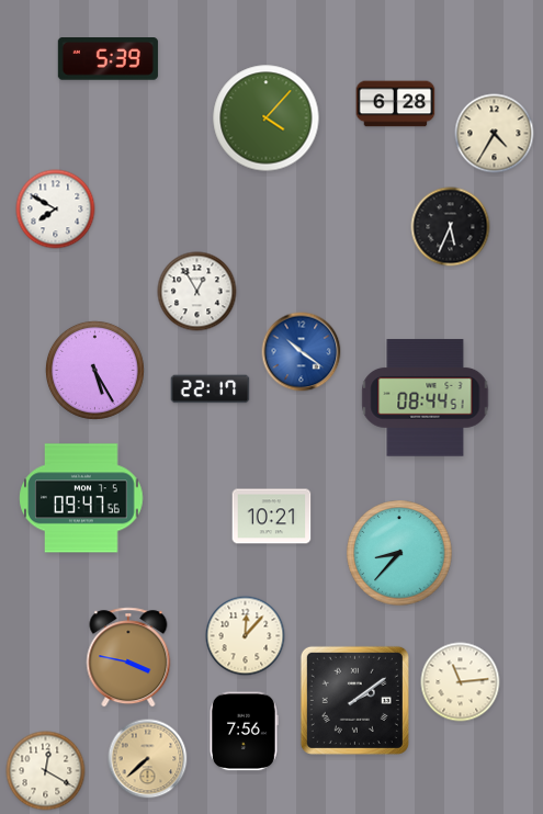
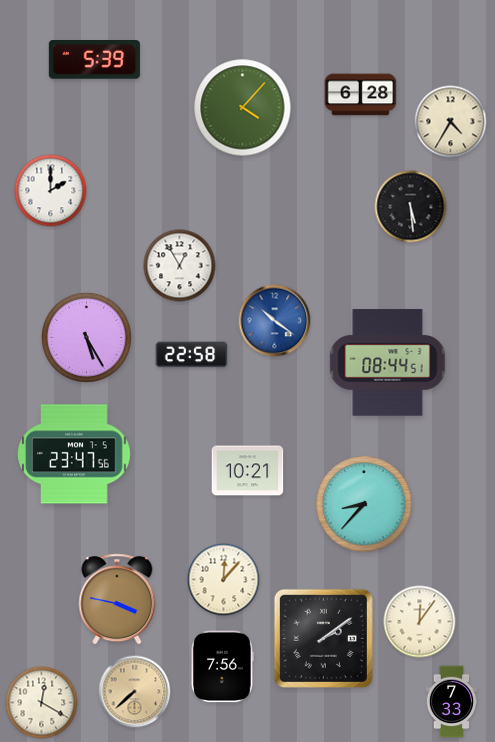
clock at (108, 59) position: (108, 59) -> (94, 60)
clock at (56, 210): 7:50 -> 2:00
clock at (451, 227): 5:34 -> 5:29
clock at (211, 389): 22:17 -> 22:58
clock at (81, 498): 09:47 -> 23:47
clock at (461, 682): 11:14 -> 12:06
clock at (452, 702): none -> 7:33
